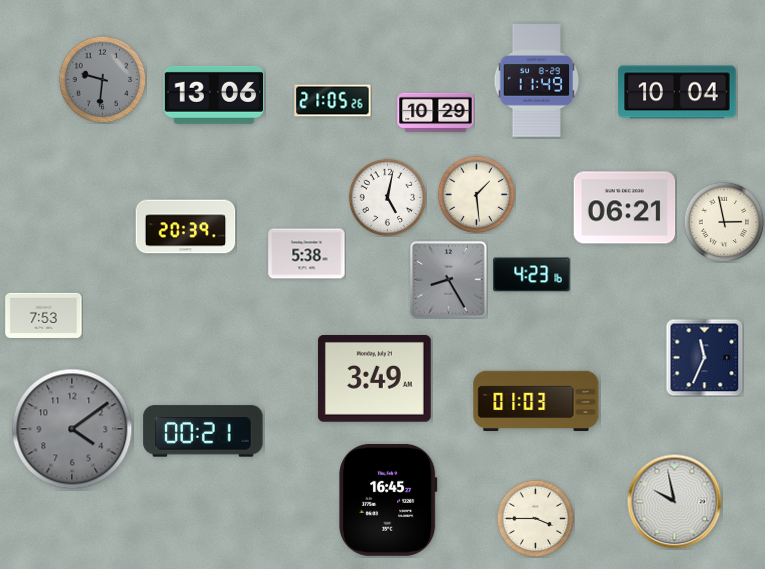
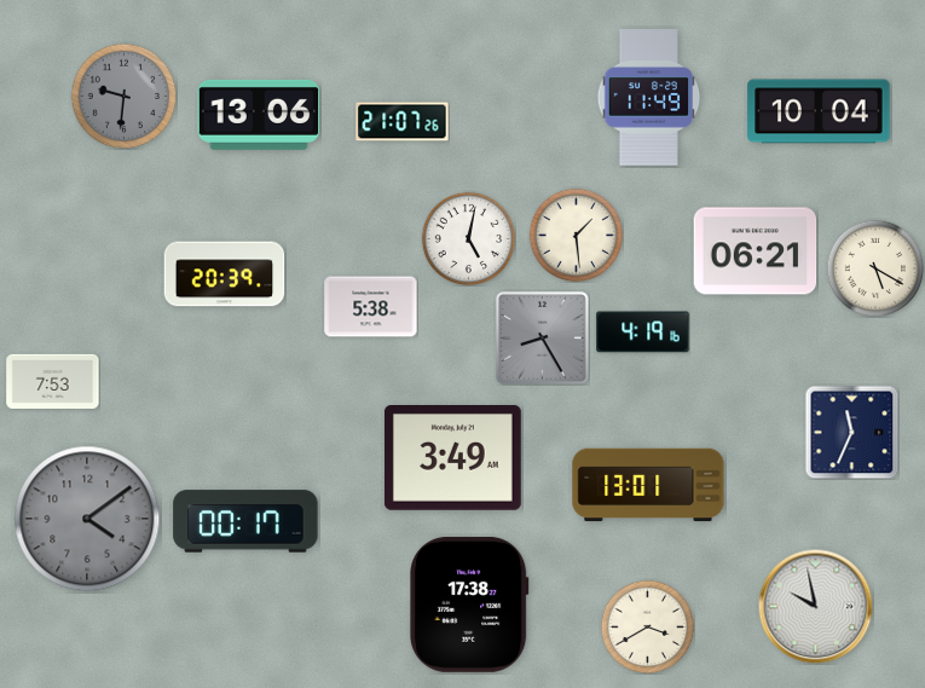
clock at (333, 101): 21:05 -> 21:07
clock at (436, 113): 10:29 -> none
clock at (724, 222): 2:58 -> 5:20
clock at (532, 275): 4:23 -> 4:19
clock at (536, 401): 01:03 -> 13:01
clock at (203, 431): 00:21 -> 00:17
clock at (388, 500): 16:45 -> 17:38
clock at (535, 518): 3:45 -> 3:40
